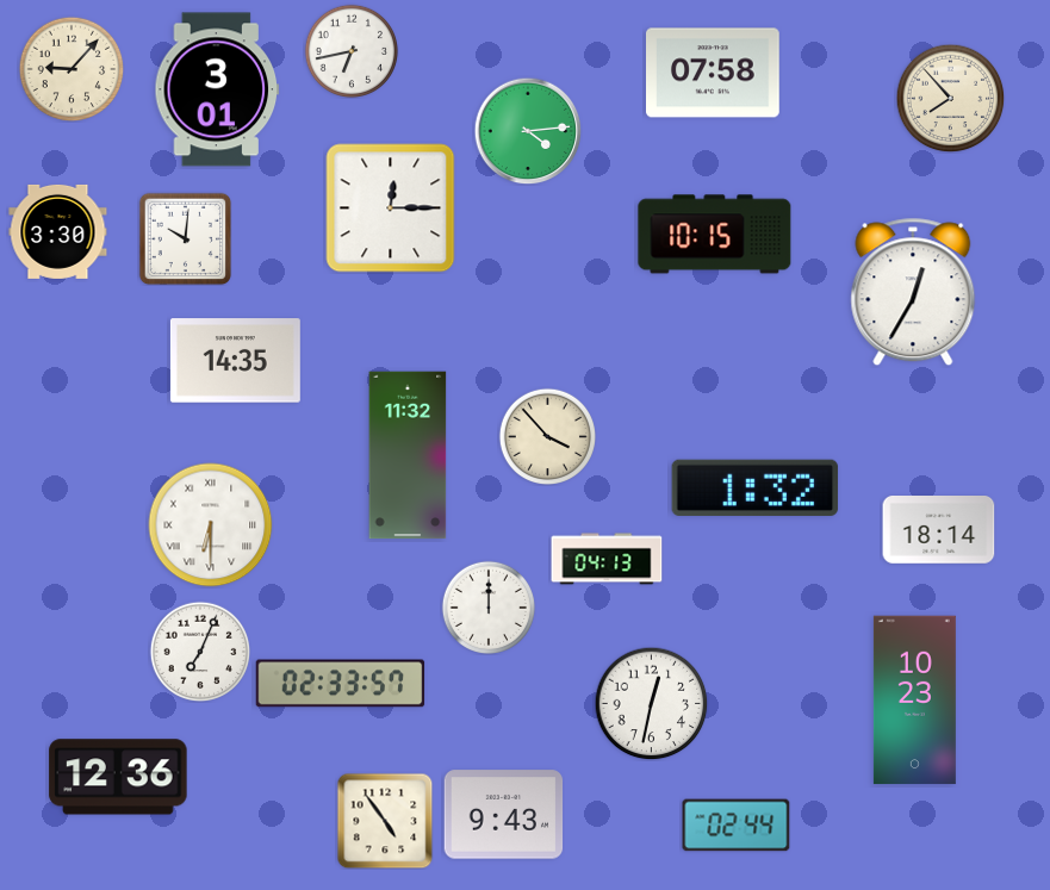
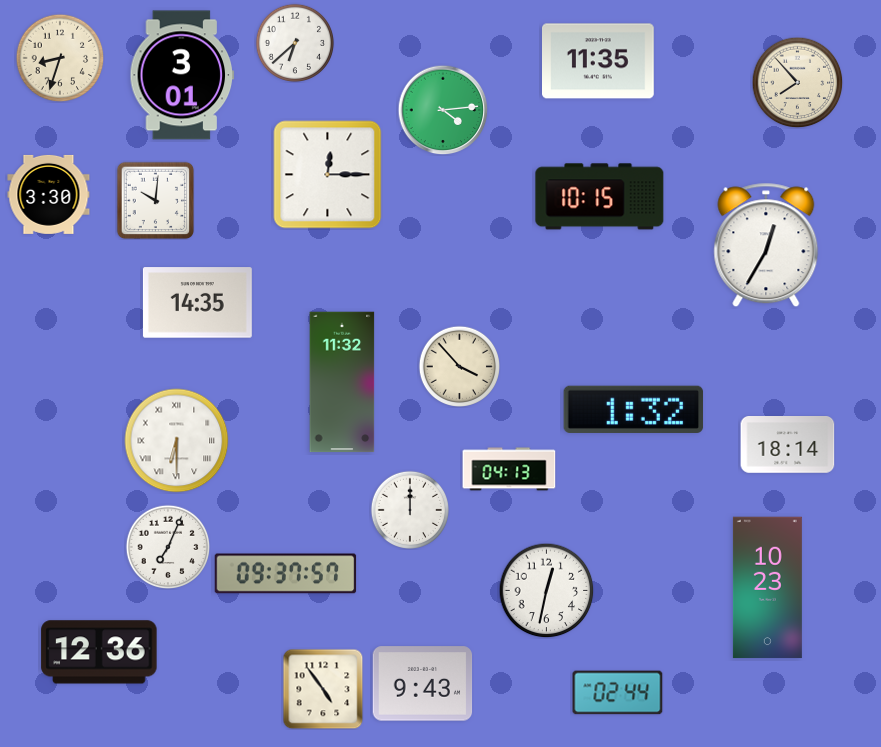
clock at (350, 50): 6:43 -> 6:38
clock at (72, 69): 9:07 -> 8:33
clock at (714, 73): 07:58 -> 11:35
clock at (341, 684): 02:33 -> 09:37
